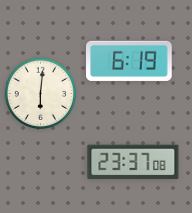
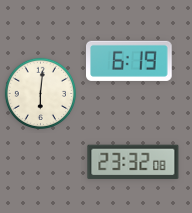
clock at (133, 162): 23:37 -> 23:32
